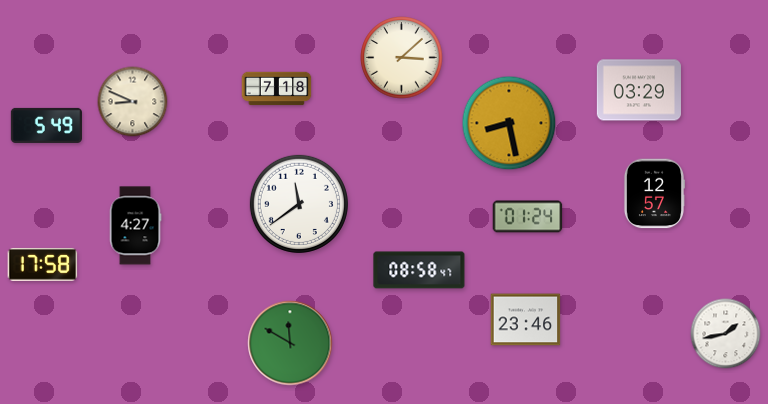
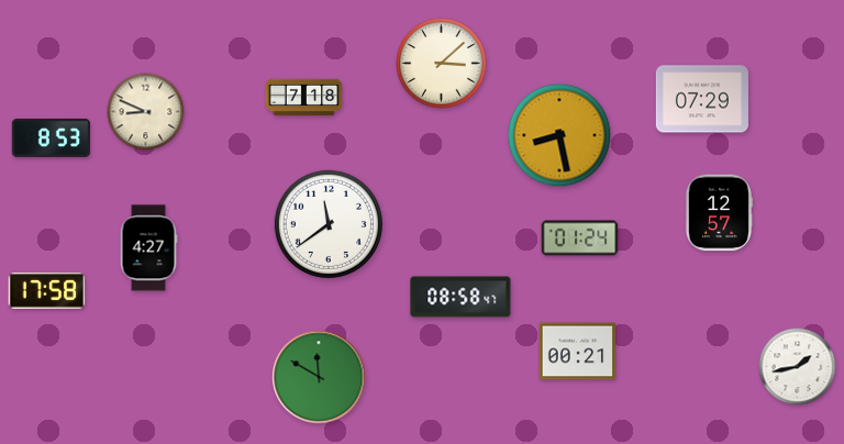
clock at (639, 90): 03:29 -> 07:29
clock at (46, 125): 5:49 -> 8:53
clock at (526, 320): 23:46 -> 00:21
